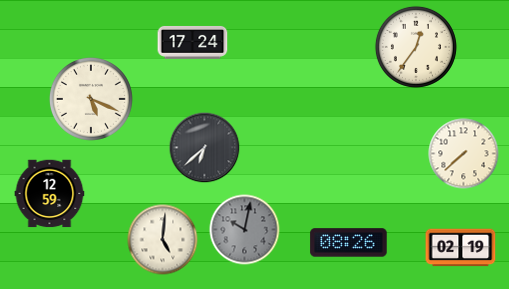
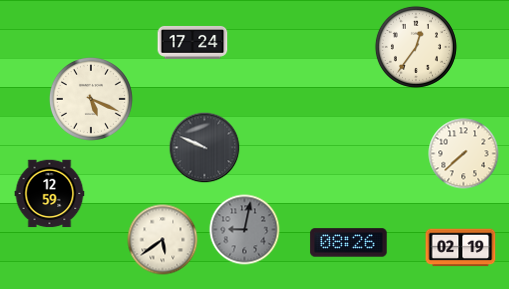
clock at (205, 148): 6:38 -> 9:49
clock at (245, 230): 10:02 -> 9:02
clock at (163, 240): 5:01 -> 5:39
